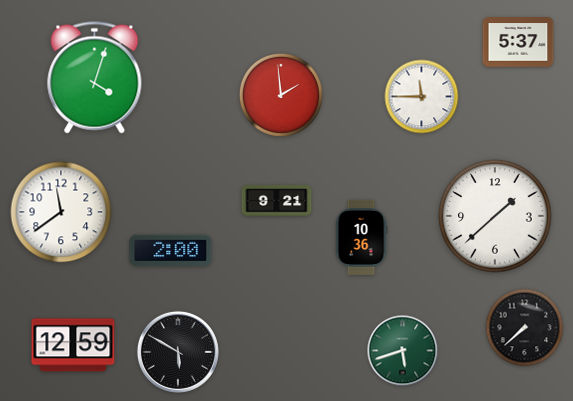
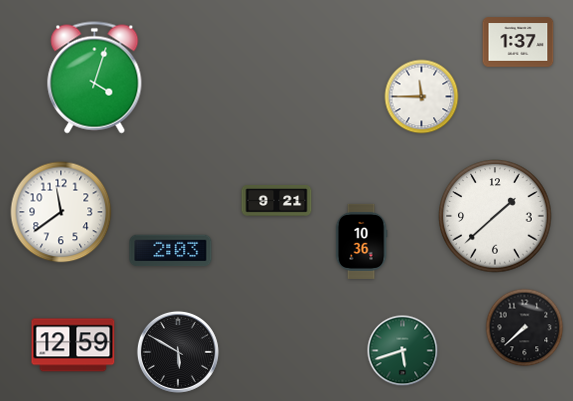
clock at (518, 42): 5:37 -> 1:37
clock at (281, 95): 1:59 -> none
clock at (361, 237) position: (361, 237) -> (361, 241)
clock at (171, 251): 2:00 -> 2:03
